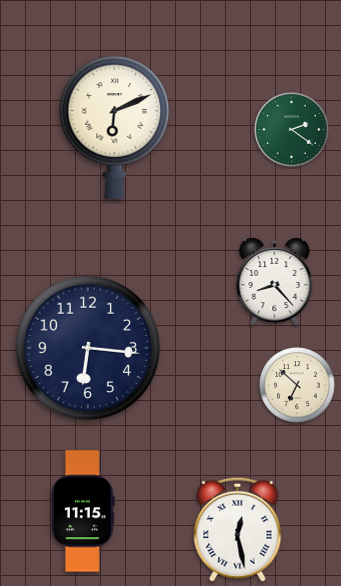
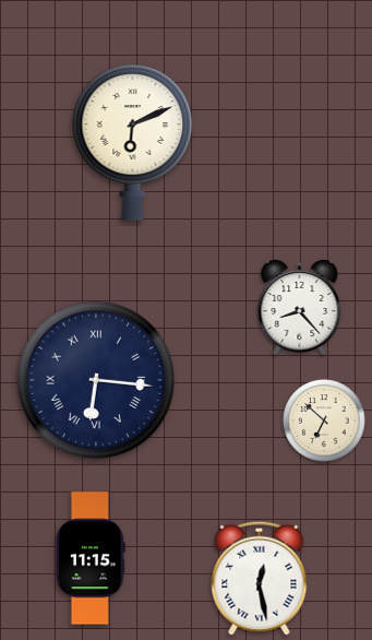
clock at (115, 127) position: (115, 127) -> (133, 142)
clock at (292, 130): 2:21 -> none
clock at (88, 348) numerals: Arabic -> Roman
